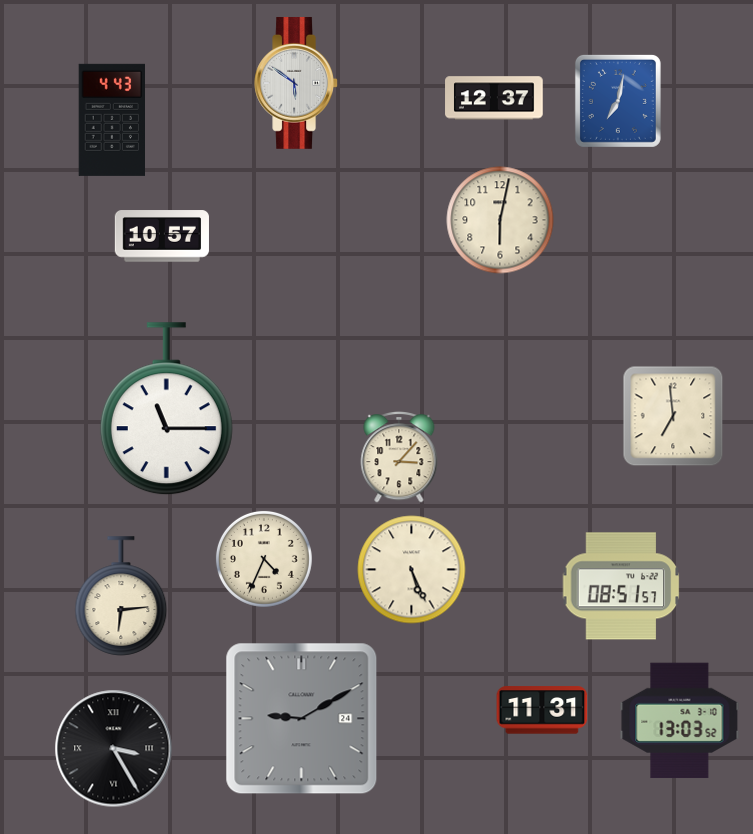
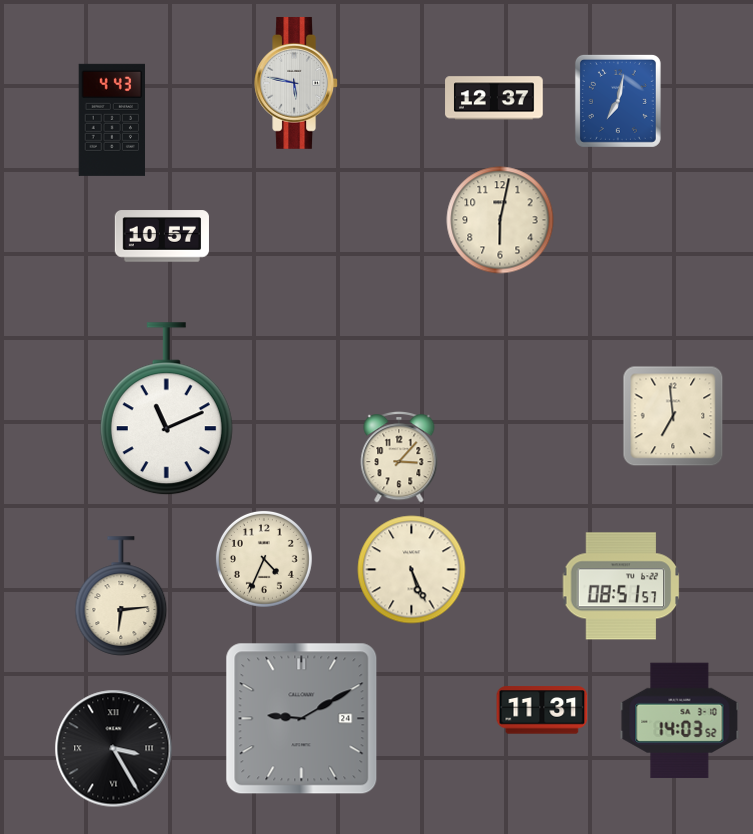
clock at (296, 83): 5:51 -> 5:47
clock at (166, 409): 11:15 -> 11:11
clock at (680, 721): 13:03 -> 14:03
